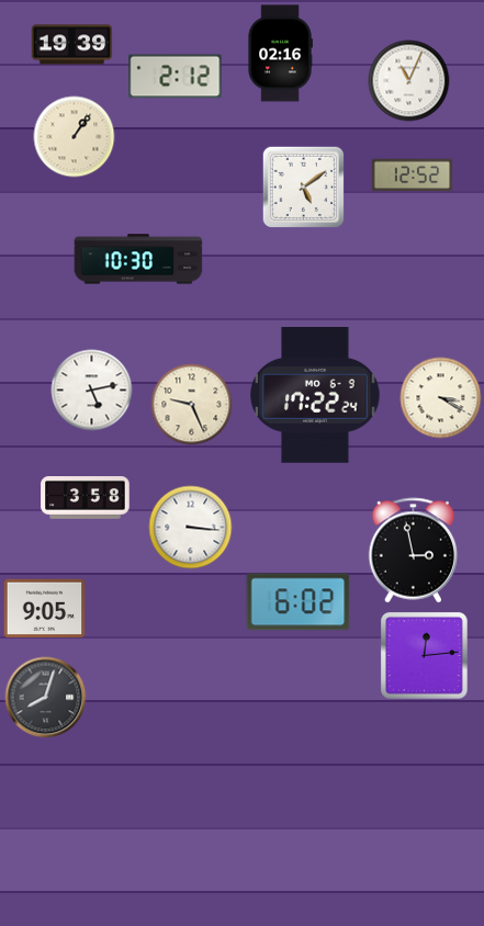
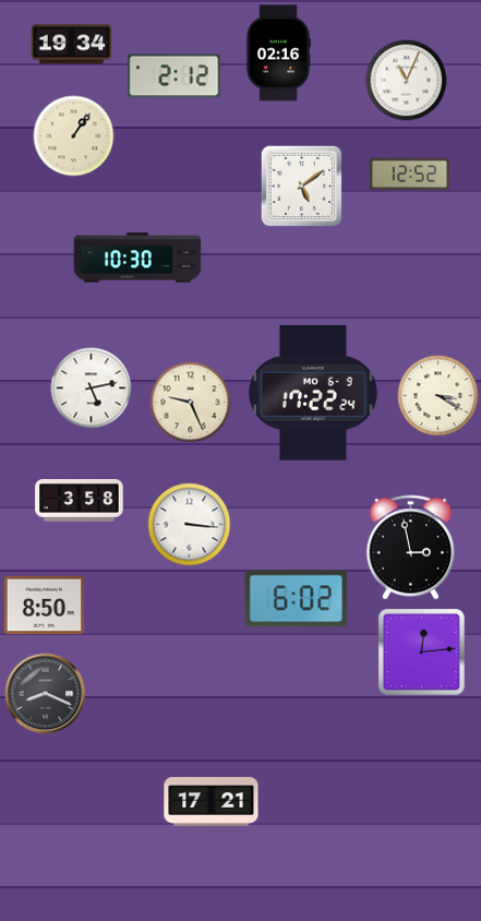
clock at (72, 45): 19:39 -> 19:34
clock at (86, 498) position: (86, 498) -> (80, 501)
clock at (45, 609): 9:05 -> 8:50
clock at (46, 698): 8:03 -> 8:19
clock at (212, 802): none -> 17:21
